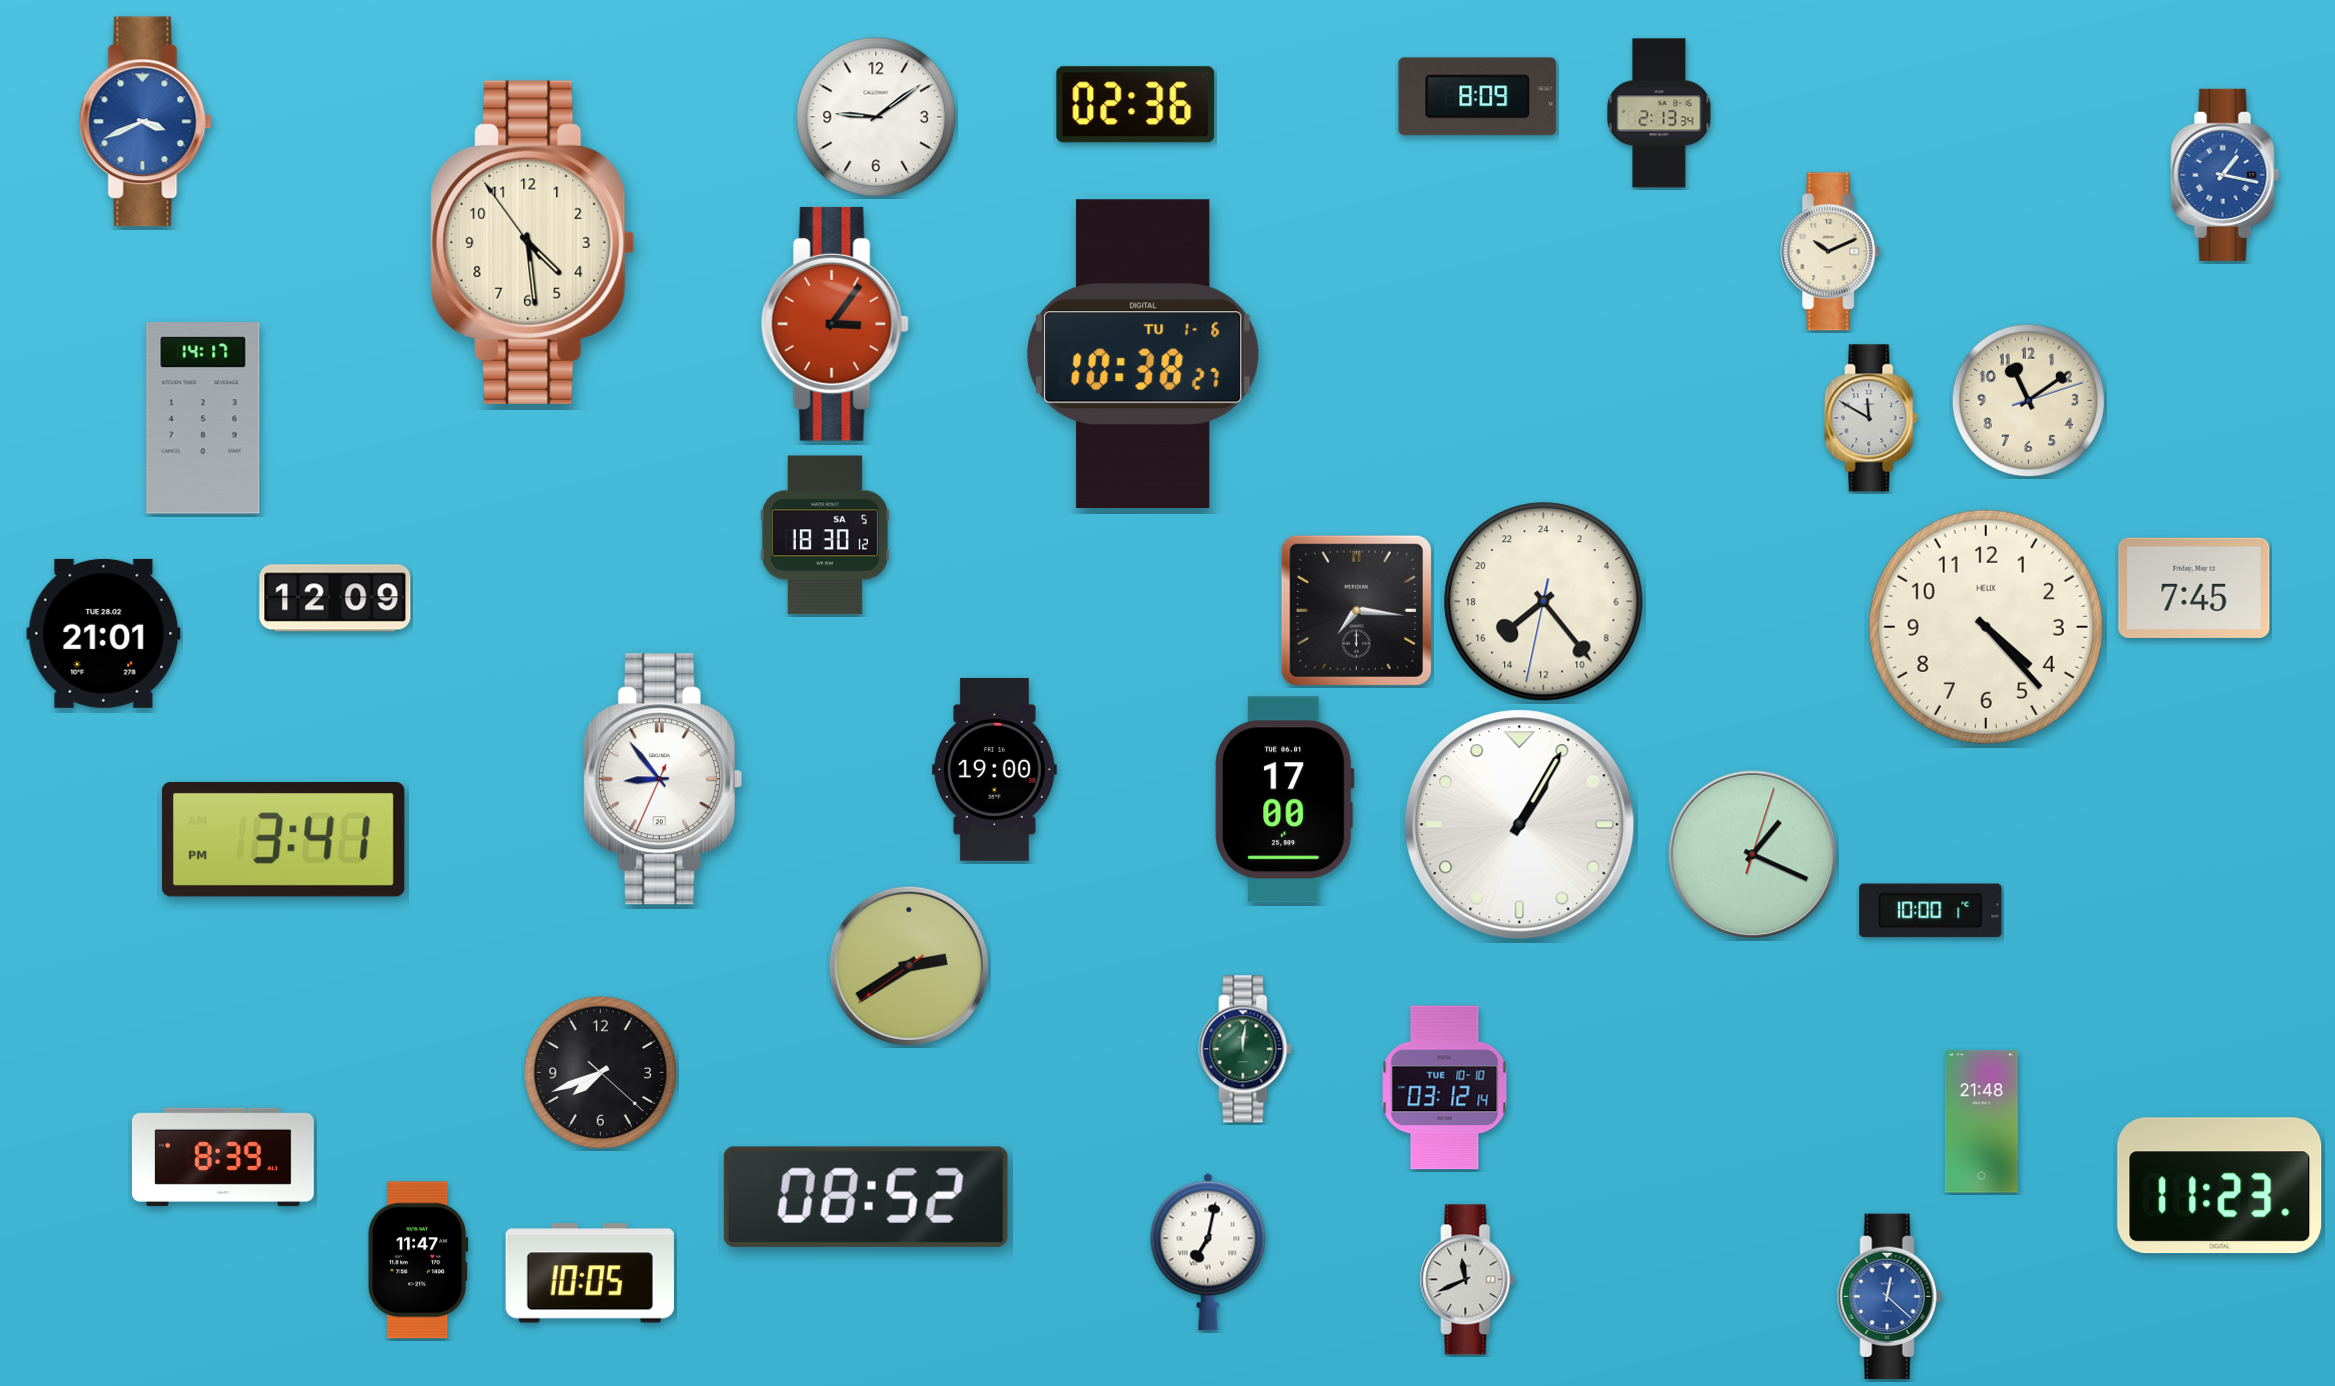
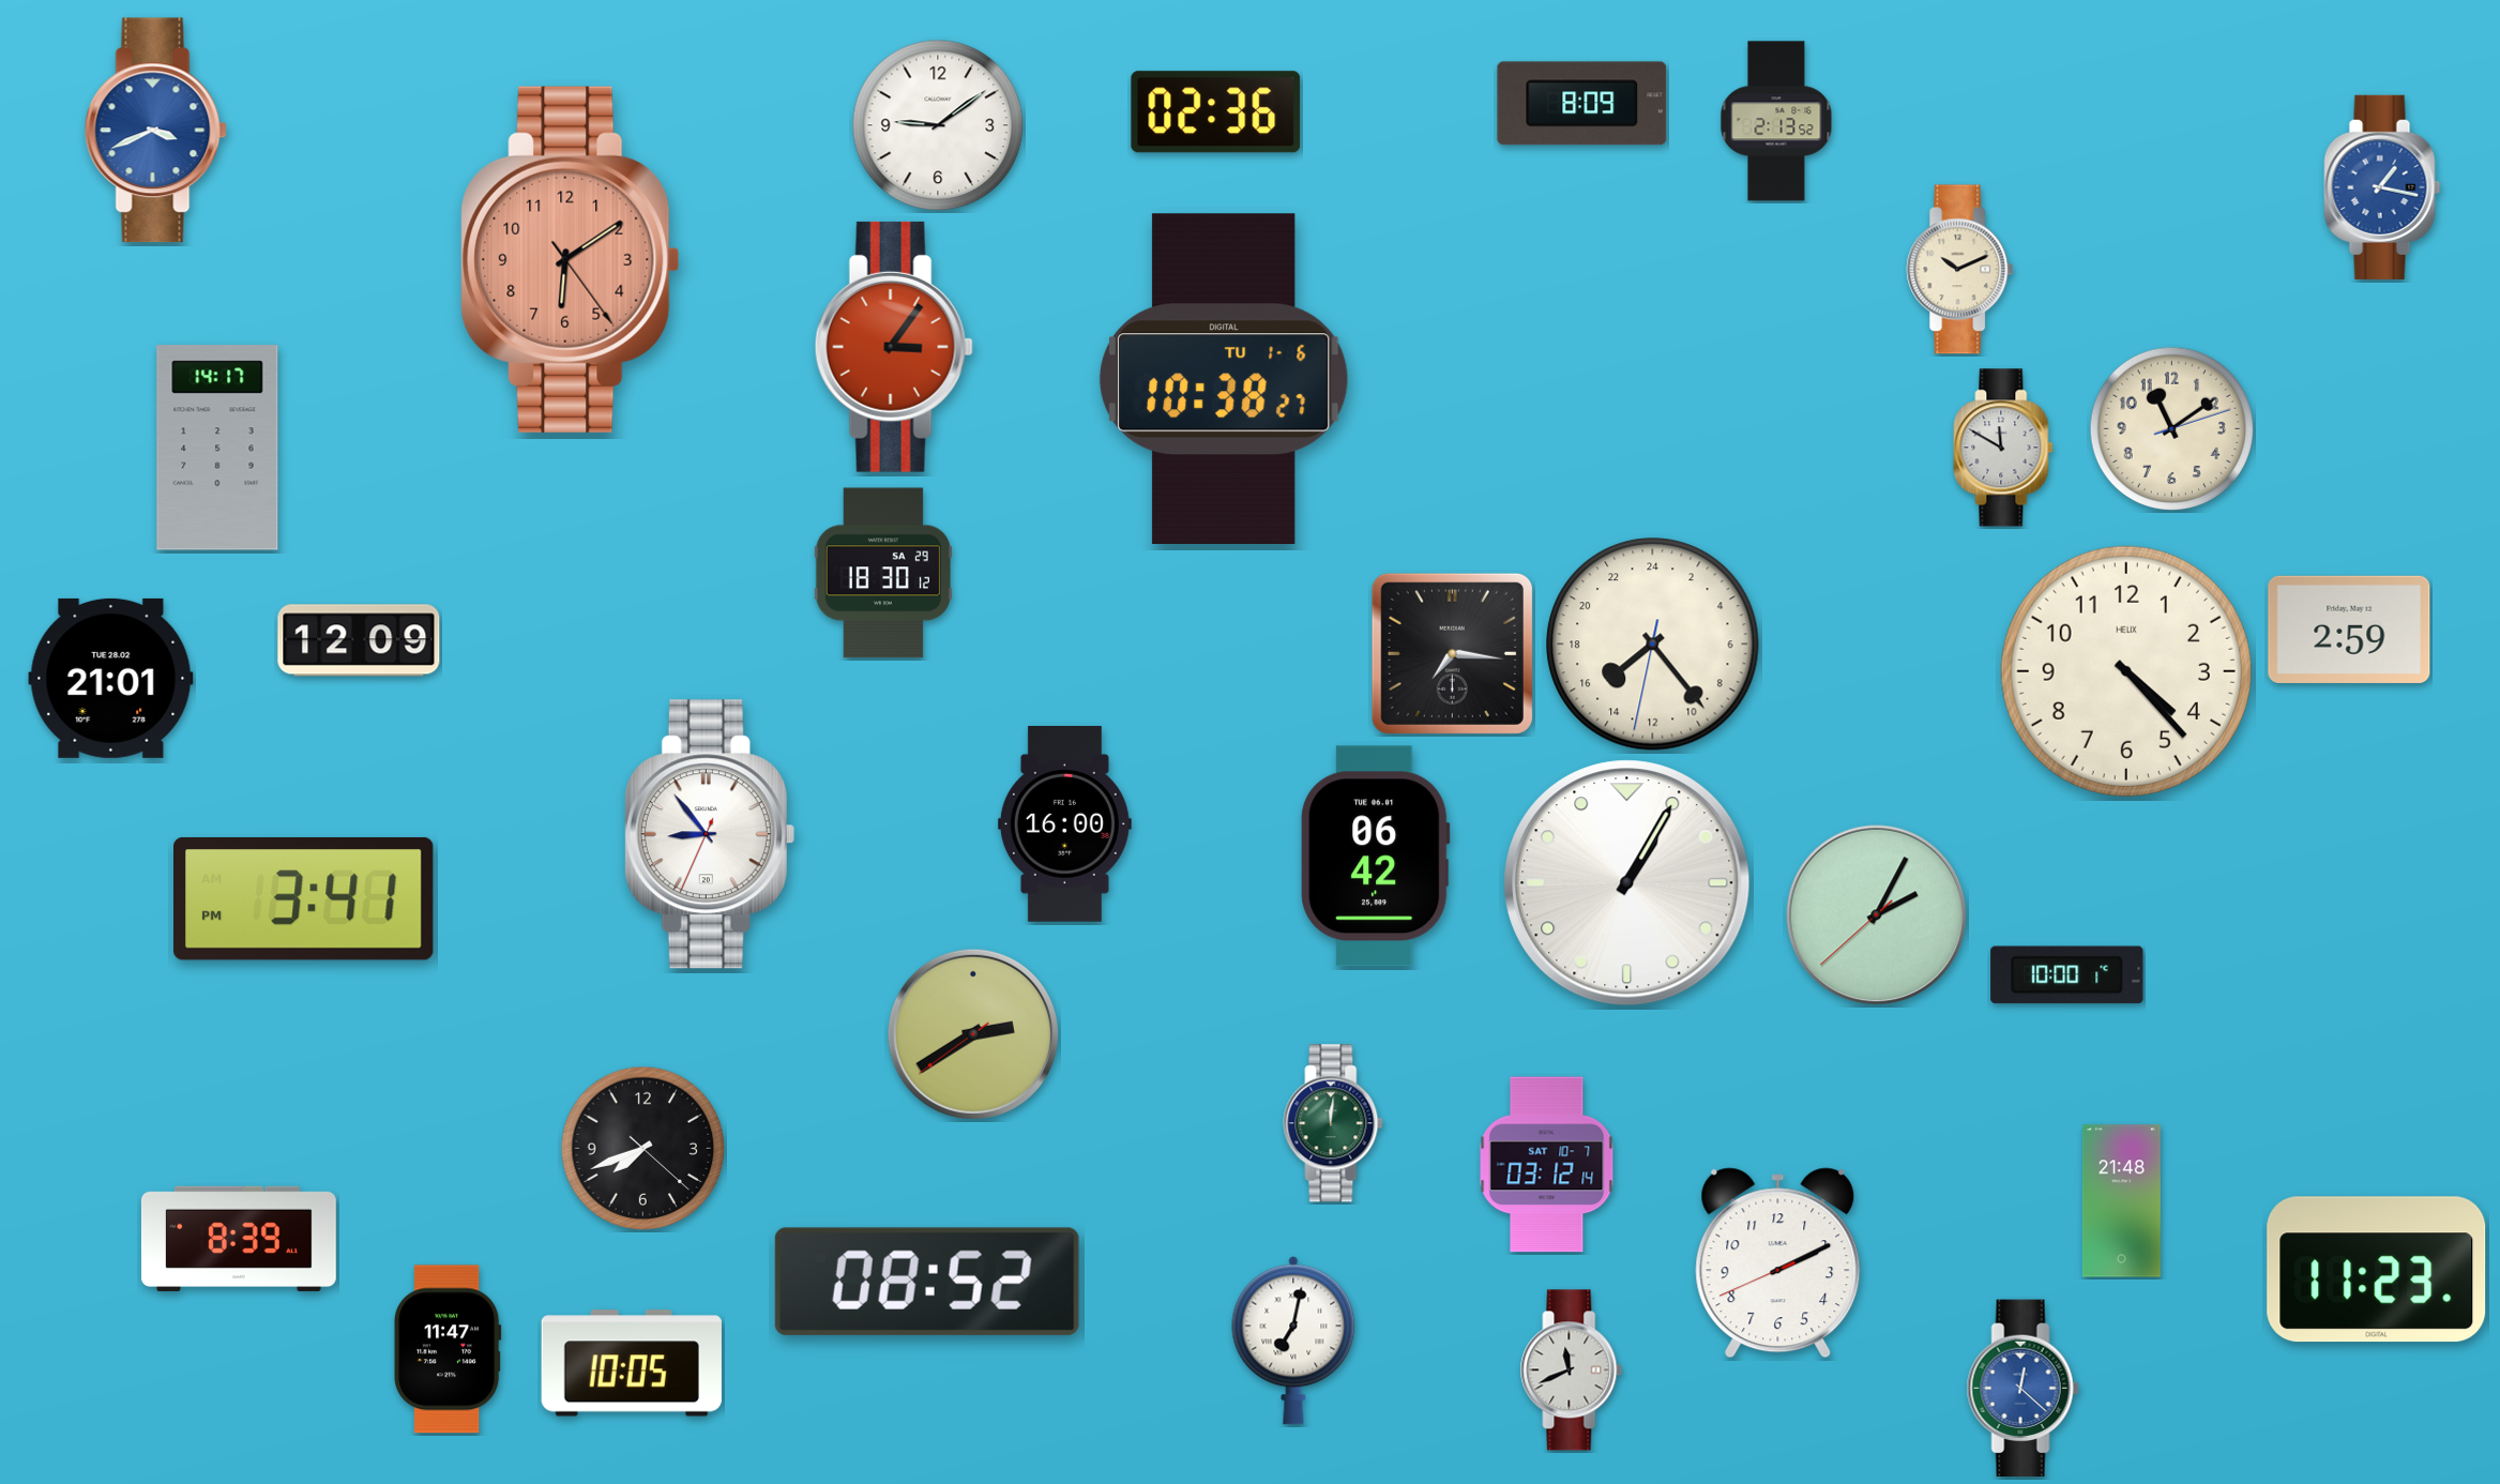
clock at (1659, 113): 2:13:34 -> 2:13:52
clock at (533, 242): 4:28 -> 6:09
clock at (533, 242) dial: cream -> salmon
clock at (825, 535) date: SA 5 -> SA 29
clock at (2194, 588): 7:45 -> 2:59
clock at (994, 769): 19:00 -> 16:00
clock at (1285, 800): 17:00 -> 06:42
clock at (1753, 855): 1:19 -> 2:04
clock at (1445, 1088) date: TUE 10-10 -> SAT 10-7
clock at (1778, 1263): none -> 2:10
